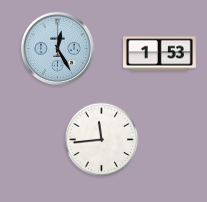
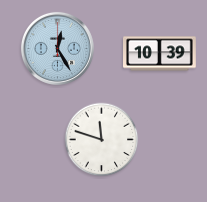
clock at (160, 54): 1:53 -> 10:39
clock at (102, 140): 11:44 -> 11:48
